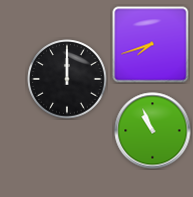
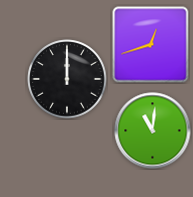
clock at (151, 45): 7:42 -> 12:42
clock at (153, 131): 10:56 -> 11:01
